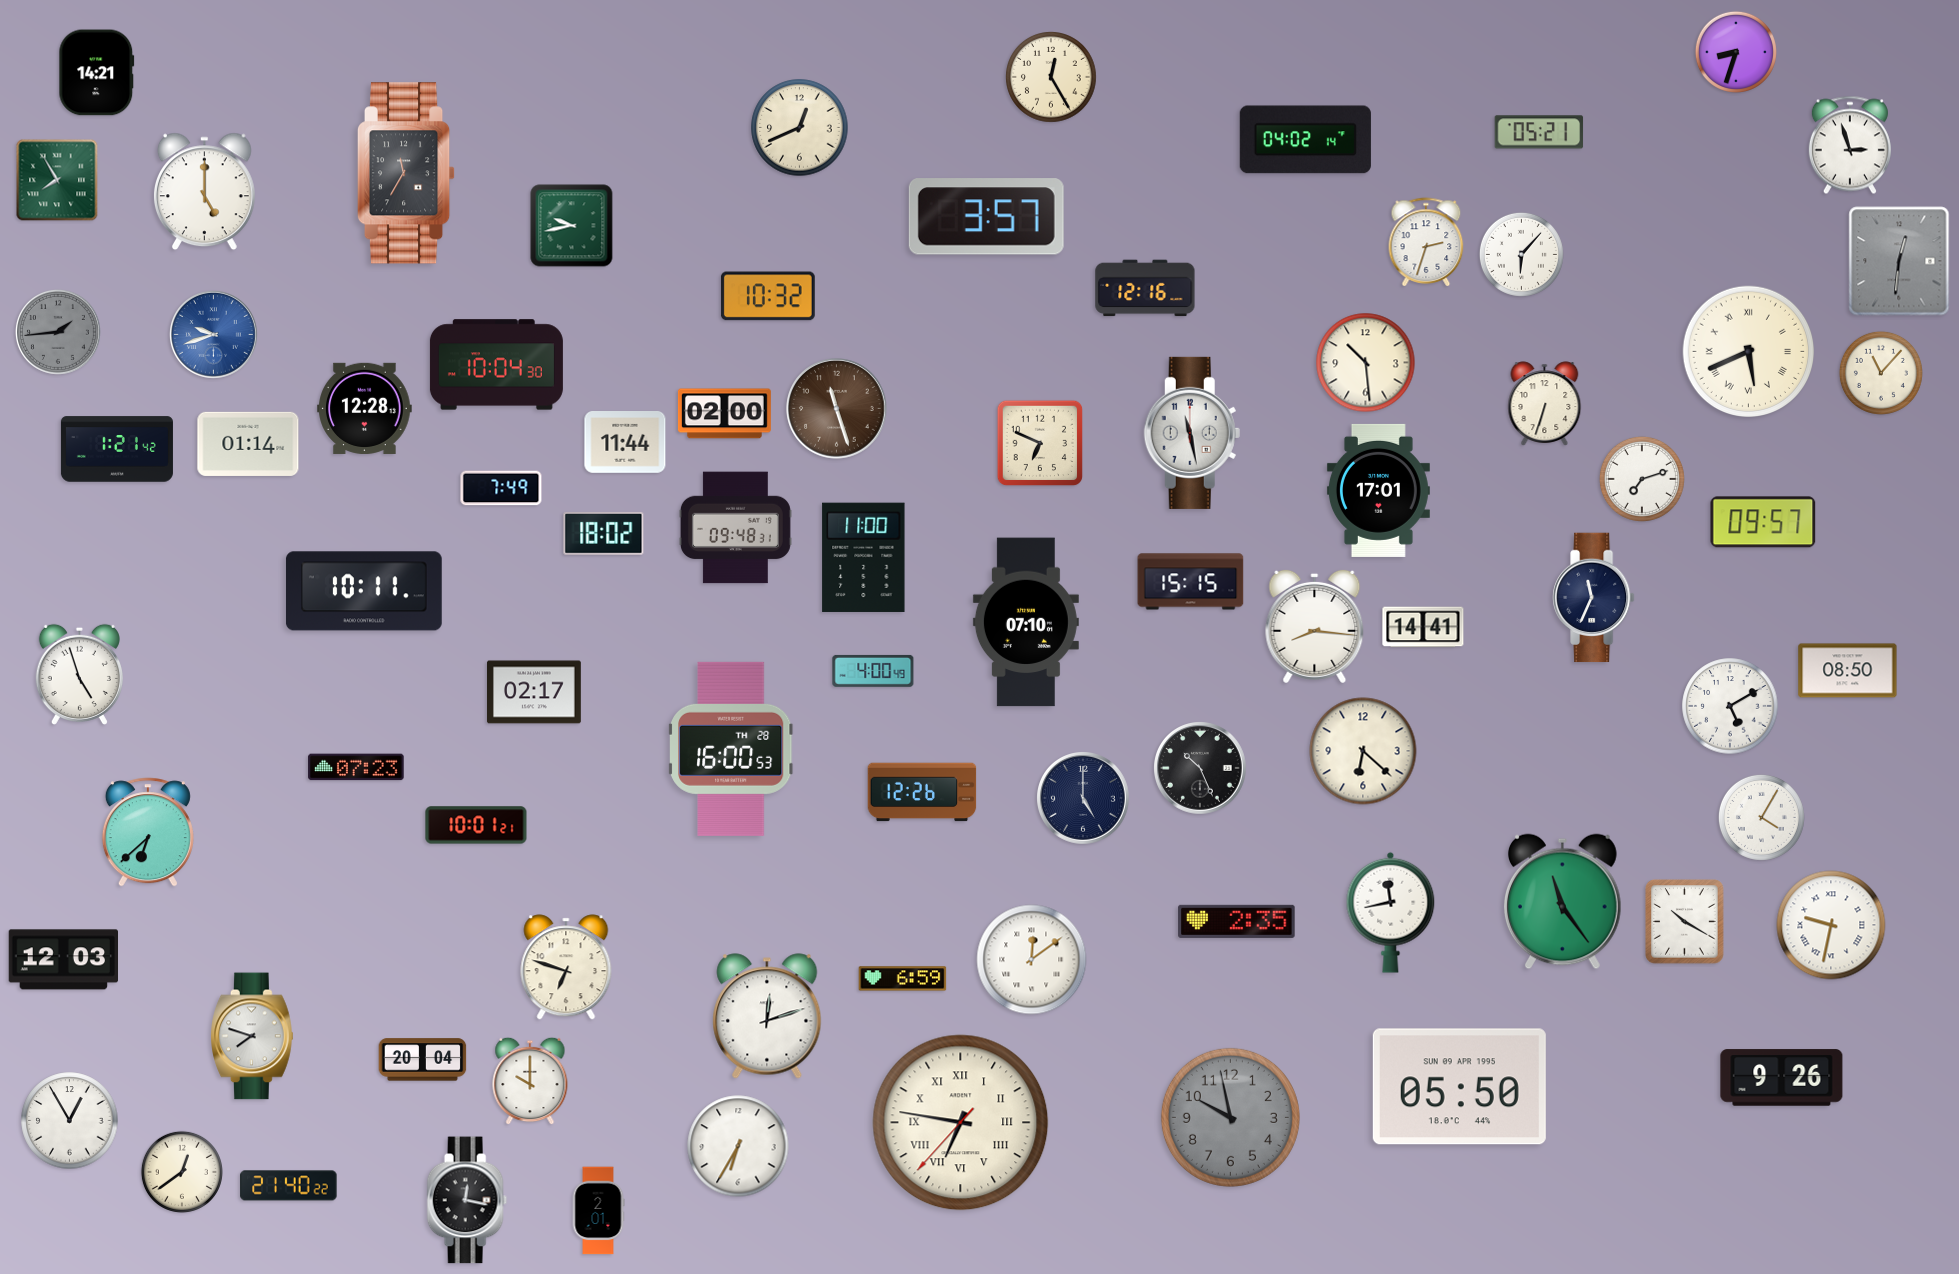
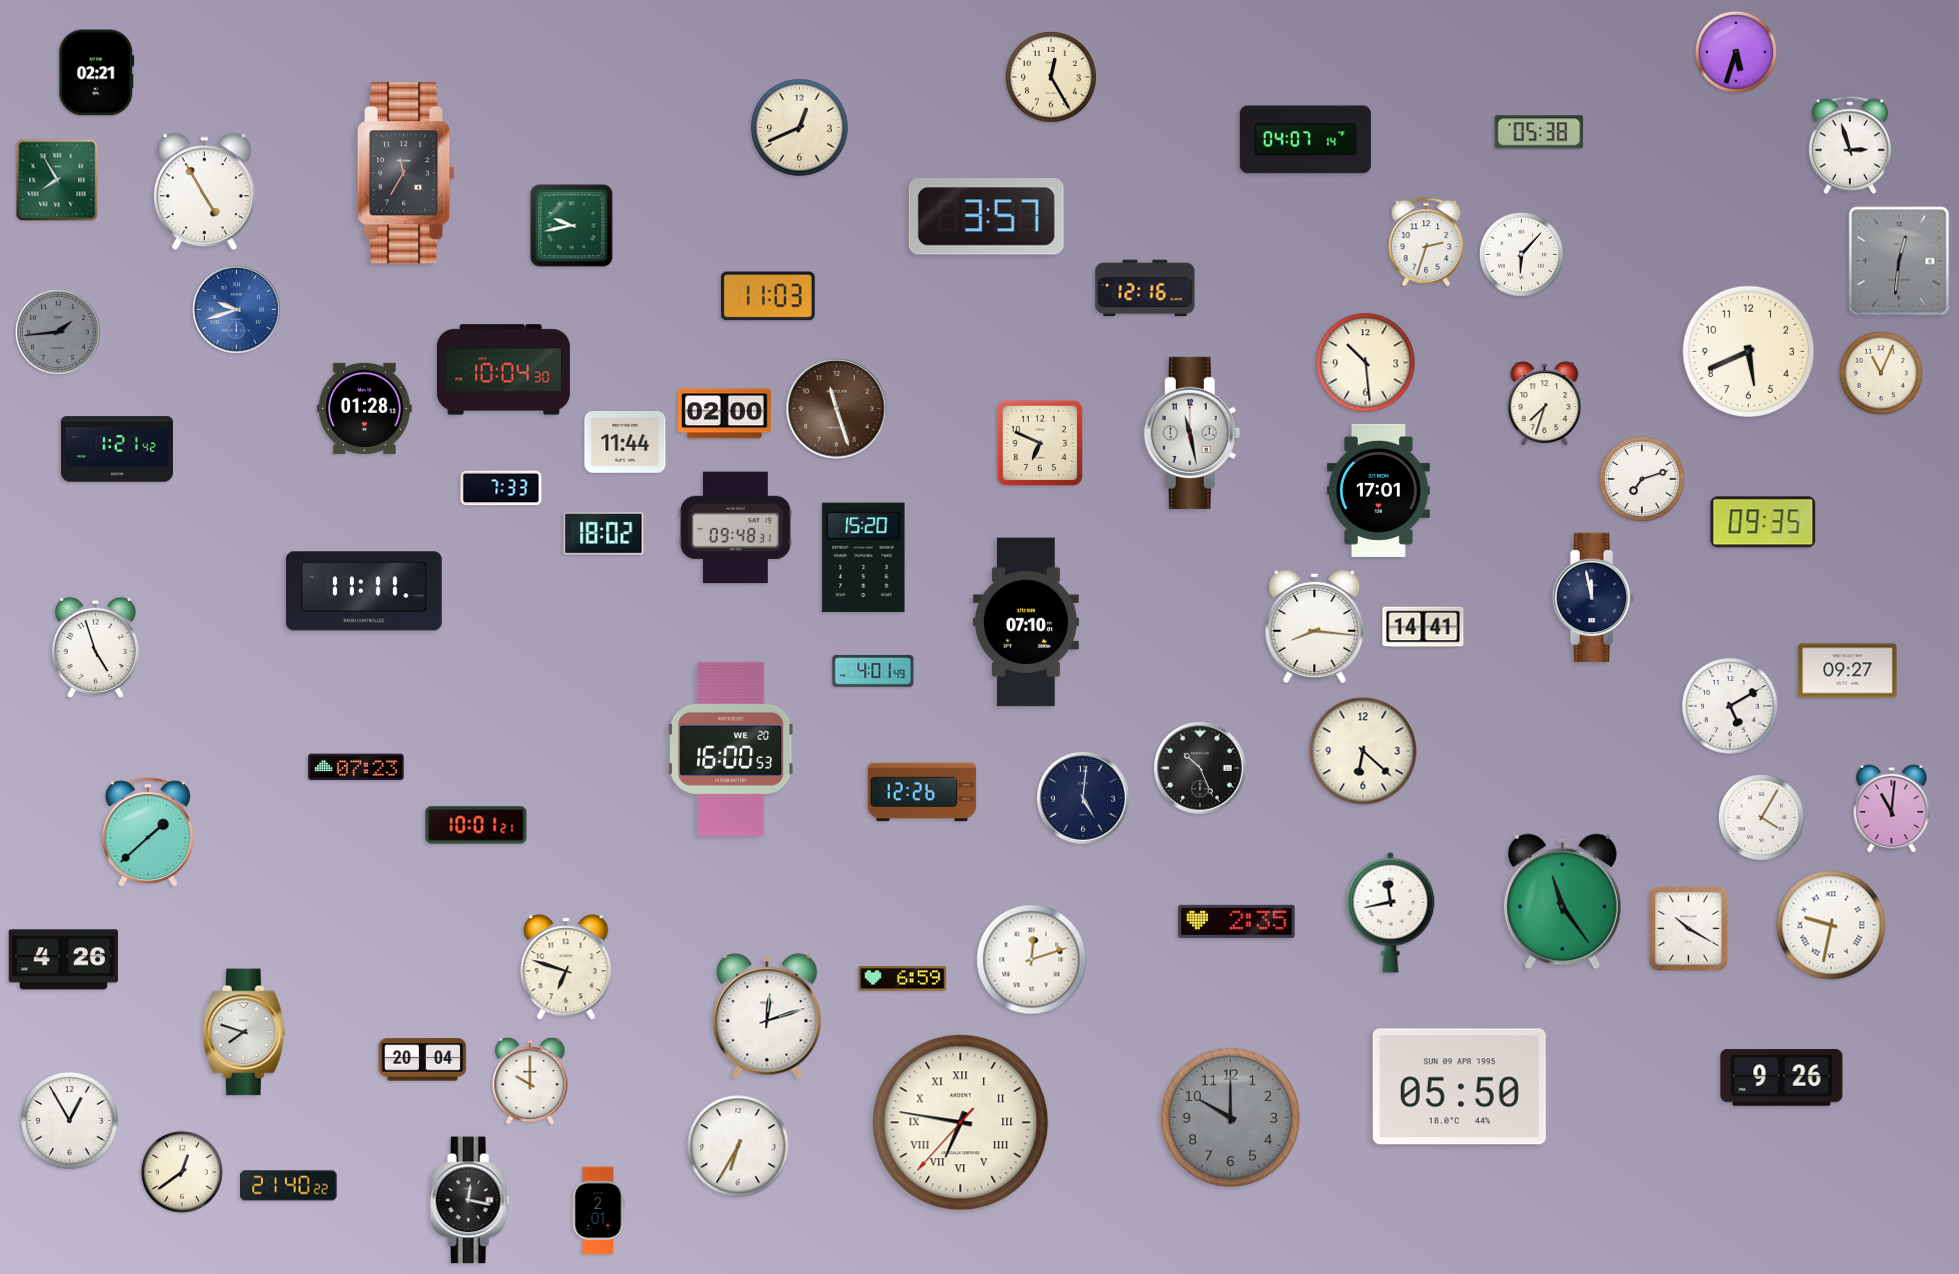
clock at (1736, 52): 8:33 -> 5:33
clock at (97, 73): 14:21 -> 02:21
clock at (1539, 132): 05:21 -> 05:38
clock at (1305, 140): 04:02 -> 04:07
clock at (204, 192): 5:00 -> 4:55
clock at (768, 296): 10:32 -> 11:03
clock at (214, 334) position: (214, 334) -> (237, 309)
clock at (1748, 351) numerals: Roman -> Arabic
clock at (496, 365) position: (496, 365) -> (503, 370)
clock at (1881, 373): 11:07 -> 11:04
clock at (1545, 404): 6:33 -> 7:33
clock at (365, 408): 12:28 -> 01:28
clock at (248, 444): 01:14 -> none
clock at (501, 488): 7:49 -> 7:33
clock at (1763, 522): 09:57 -> 09:35
clock at (864, 557): 11:00 -> 15:20
clock at (1191, 582): 15:15 -> none
clock at (364, 591): 10:11 -> 11:11
clock at (1594, 598): 11:34 -> 11:58
clock at (873, 671): 4:00 -> 4:01
clock at (1848, 671): 08:50 -> 09:27
clock at (79, 674) position: (79, 674) -> (95, 647)
clock at (535, 692): 02:17 -> none
clock at (732, 749) date: TH 28 -> WE 20
clock at (1084, 799): 5:00 -> 5:01
clock at (1892, 808): none -> 11:01
clock at (148, 832): 6:38 -> 1:38
clock at (1685, 922) position: (1685, 922) -> (1689, 929)
clock at (63, 960): 12:03 -> 4:26
clock at (1032, 960): 12:09 -> 12:12
clock at (252, 1036) position: (252, 1036) -> (244, 1032)
clock at (1230, 1117): 9:58 -> 10:00
clock at (467, 1200) position: (467, 1200) -> (470, 1200)
